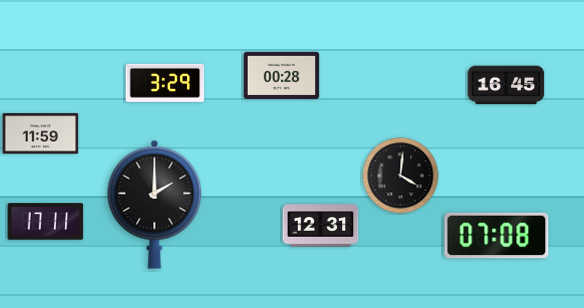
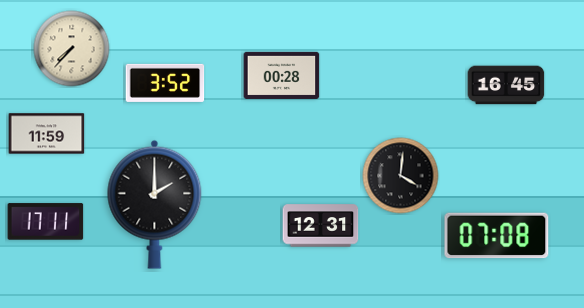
clock at (72, 49): none -> 7:37
clock at (165, 83): 3:29 -> 3:52
clock at (41, 134) position: (41, 134) -> (47, 134)
